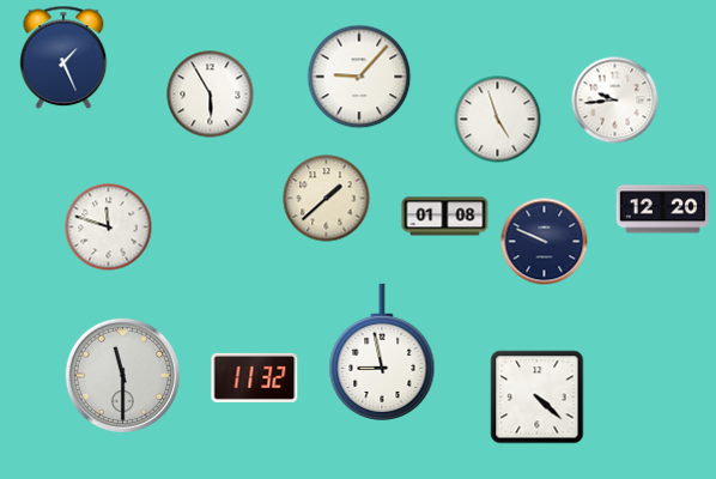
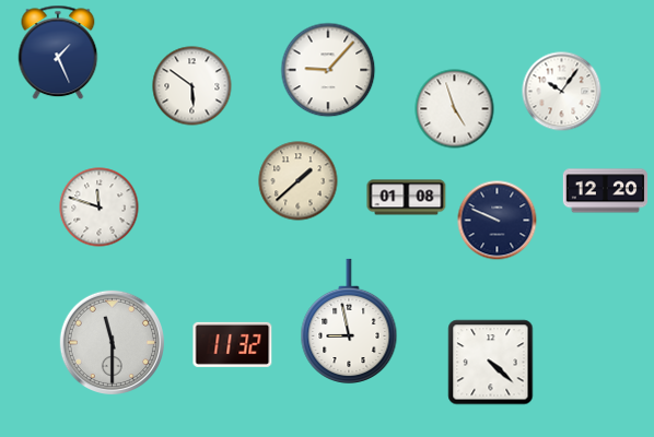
clock at (211, 95): 5:55 -> 5:51
clock at (615, 101): 9:44 -> 10:06
